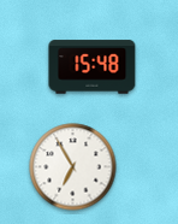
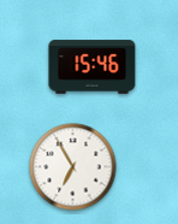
clock at (93, 67): 15:48 -> 15:46
